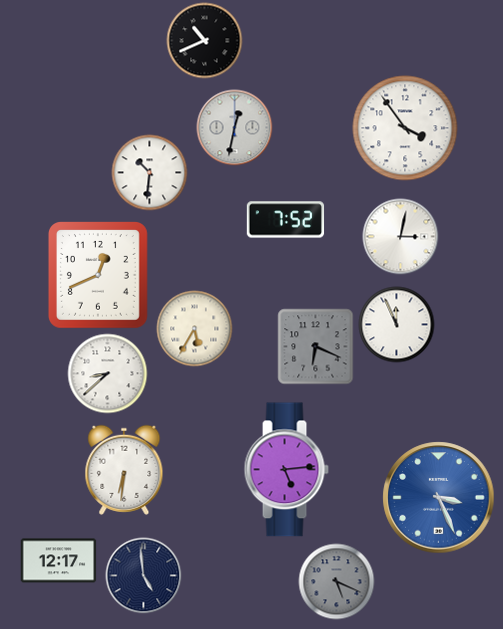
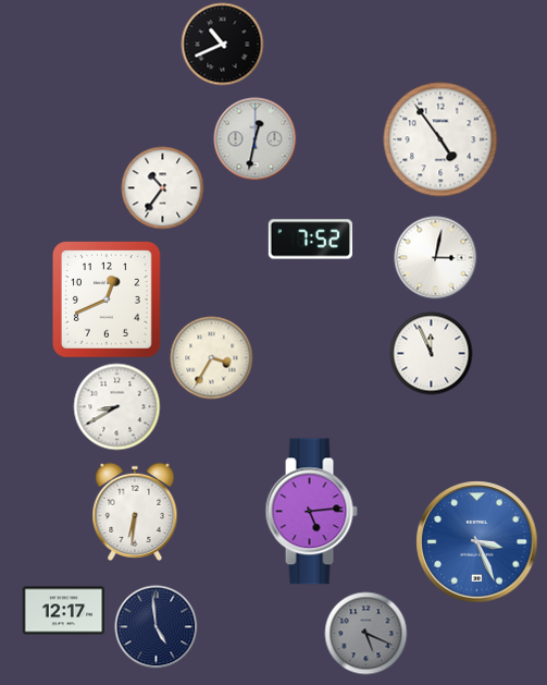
clock at (405, 128): 3:54 -> 4:54
clock at (150, 173): 10:31 -> 10:36
clock at (195, 329): 5:35 -> 3:35
clock at (316, 347): 6:19 -> none
clock at (108, 374): 8:38 -> 8:40
